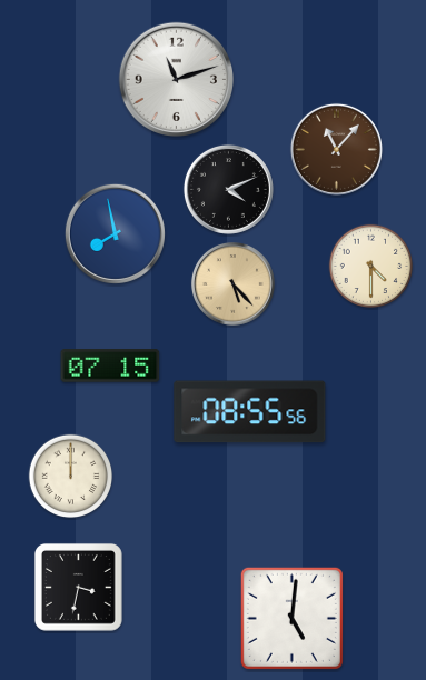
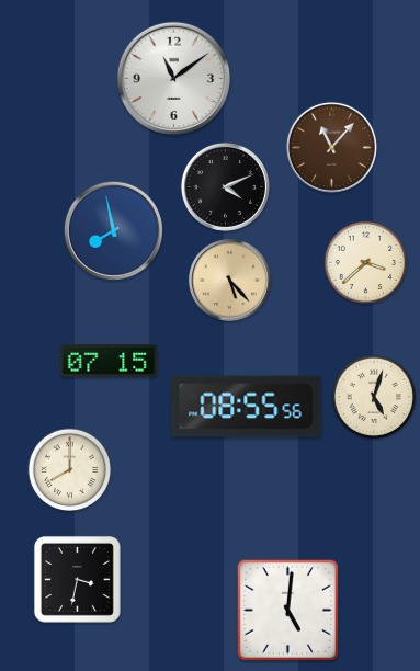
clock at (176, 79): 11:12 -> 11:09
clock at (371, 267): 4:30 -> 3:38
clock at (374, 397): none -> 5:03
clock at (71, 477): 12:00 -> 8:00
